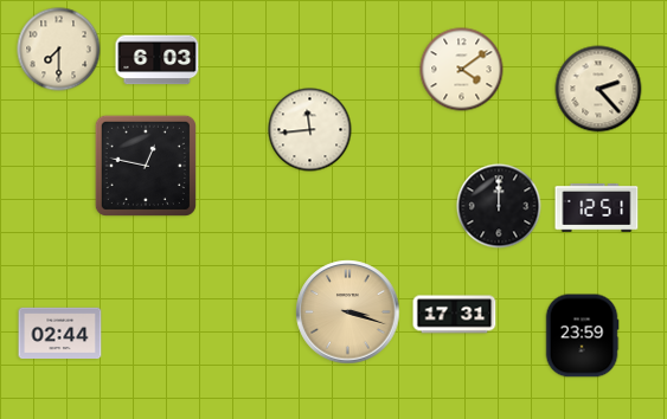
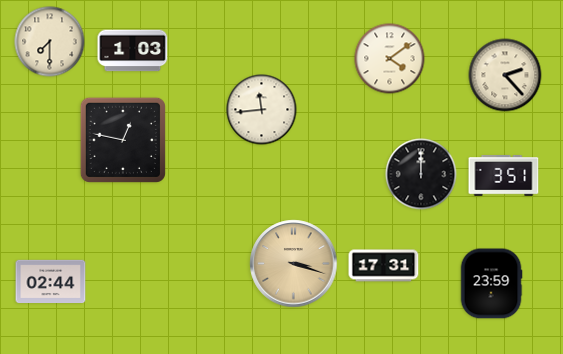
clock at (158, 60): 6:03 -> 1:03
clock at (597, 208): 12:51 -> 3:51
